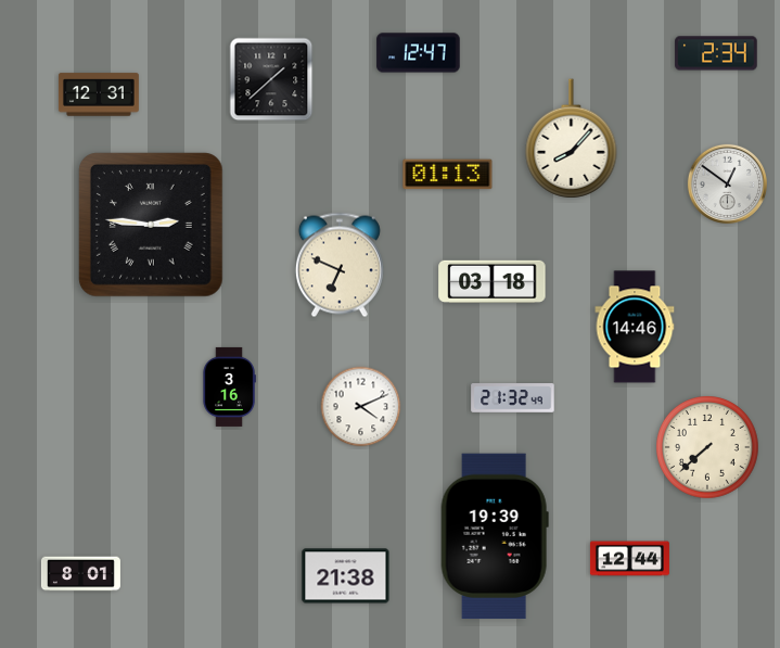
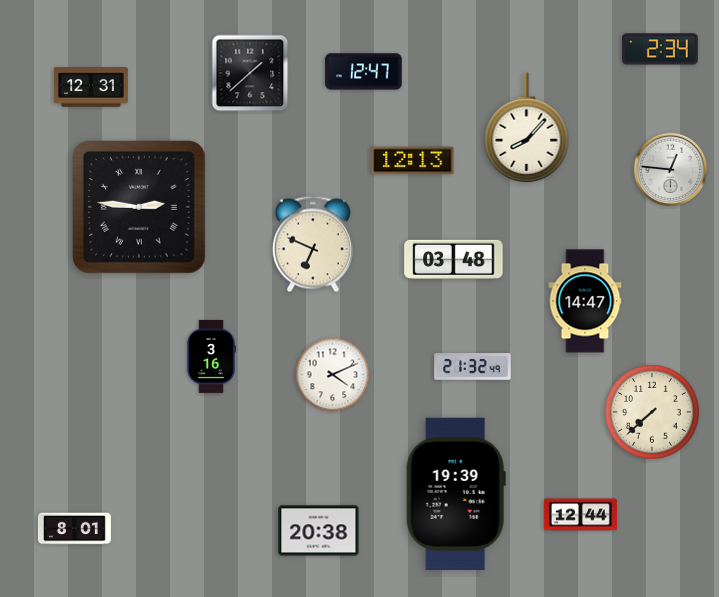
clock at (419, 53) position: (419, 53) -> (364, 72)
clock at (448, 175): 01:13 -> 12:13
clock at (727, 183): 12:51 -> 12:46
clock at (493, 281): 03:18 -> 03:48
clock at (635, 327): 14:46 -> 14:47
clock at (346, 576): 21:38 -> 20:38
